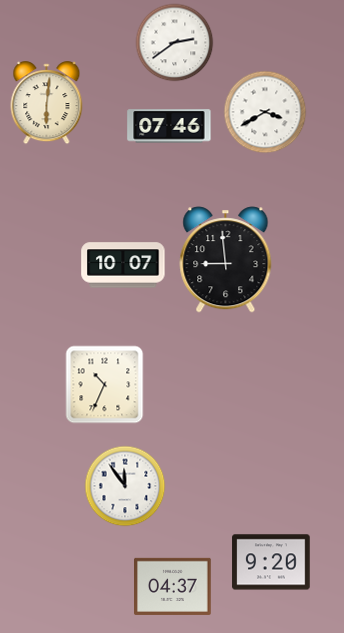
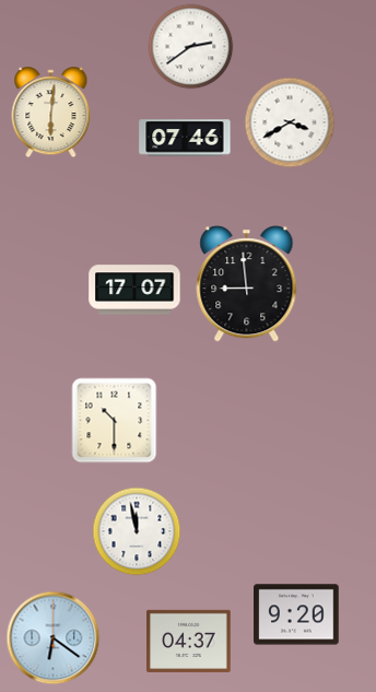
clock at (123, 265): 10:07 -> 17:07
clock at (104, 384): 10:34 -> 10:30
clock at (125, 486): 11:54 -> 11:58
clock at (52, 637): none -> 6:21
